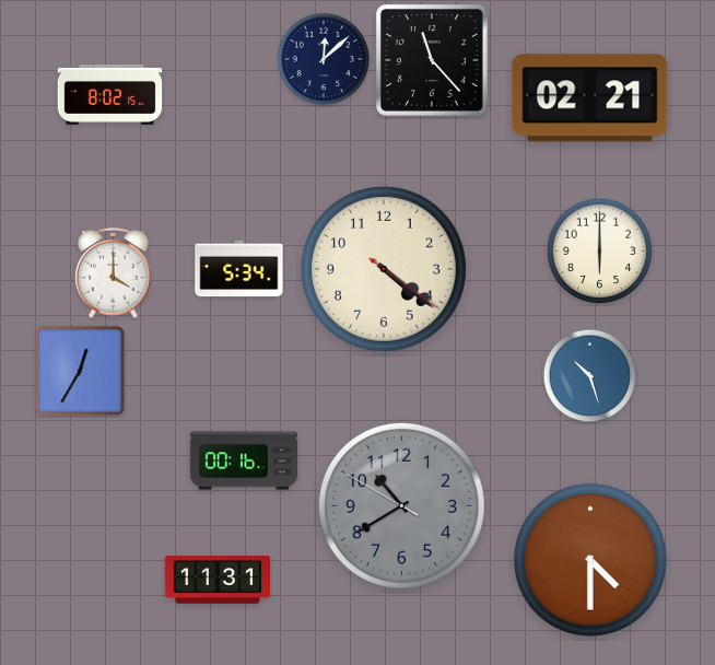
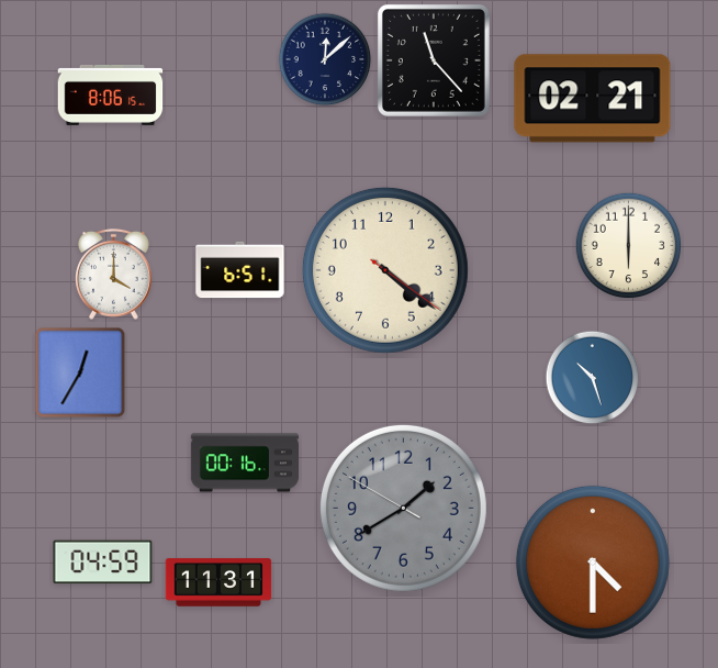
clock at (110, 94): 8:02 -> 8:06
clock at (600, 252) position: (600, 252) -> (629, 246)
clock at (239, 269): 5:34 -> 6:51
clock at (401, 505): 10:39 -> 1:39
clock at (103, 563): none -> 04:59
